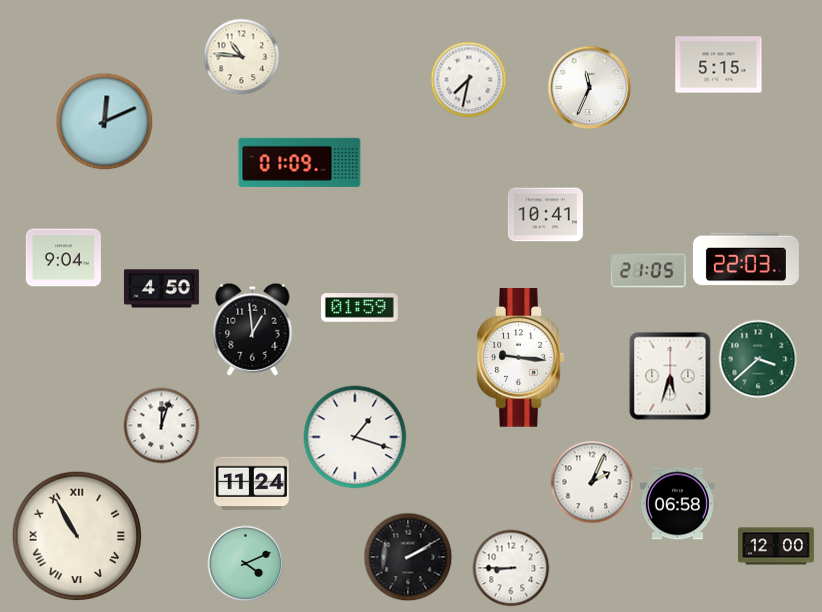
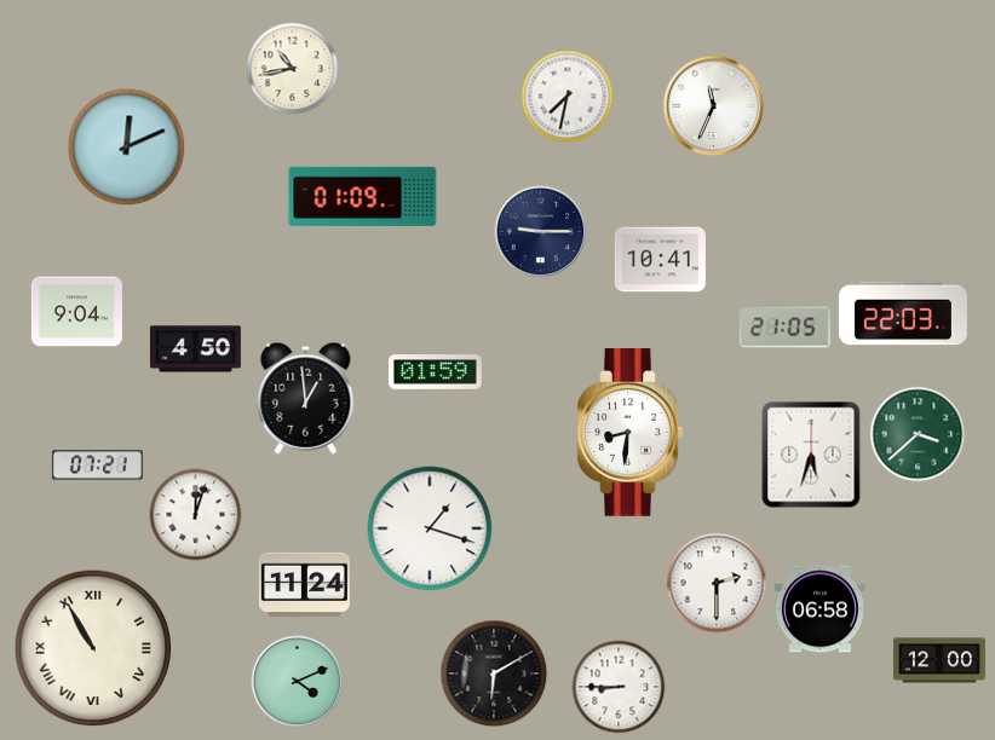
clock at (242, 57): 10:46 -> 10:43
clock at (719, 65): 5:15 -> none
clock at (541, 232): none -> 9:15
clock at (521, 358): 9:16 -> 8:31
clock at (97, 466): none -> 07:21
clock at (592, 482): 2:04 -> 2:30
clock at (408, 557): 2:10 -> 6:10
